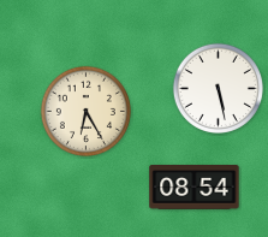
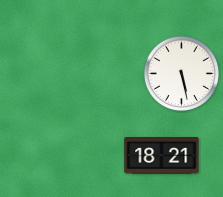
clock at (85, 111): 6:25 -> none
clock at (195, 188): 08:54 -> 18:21
